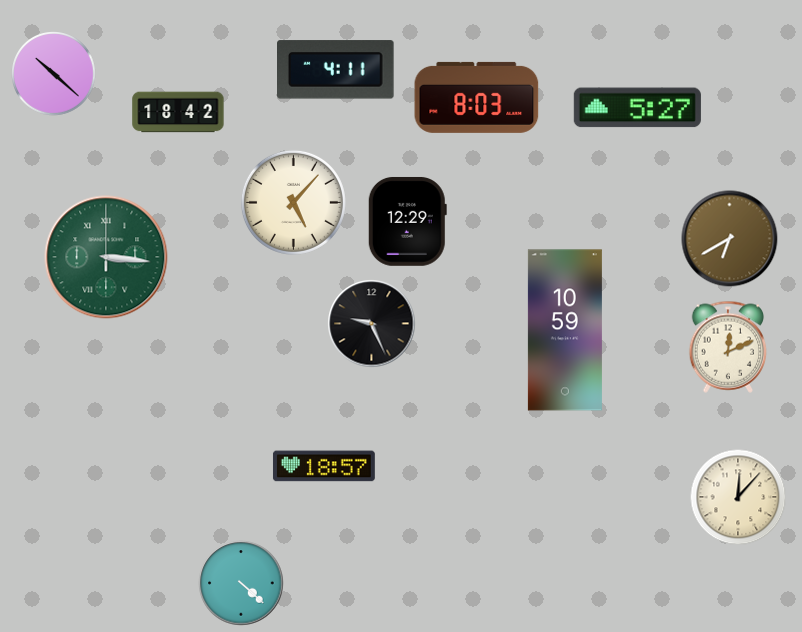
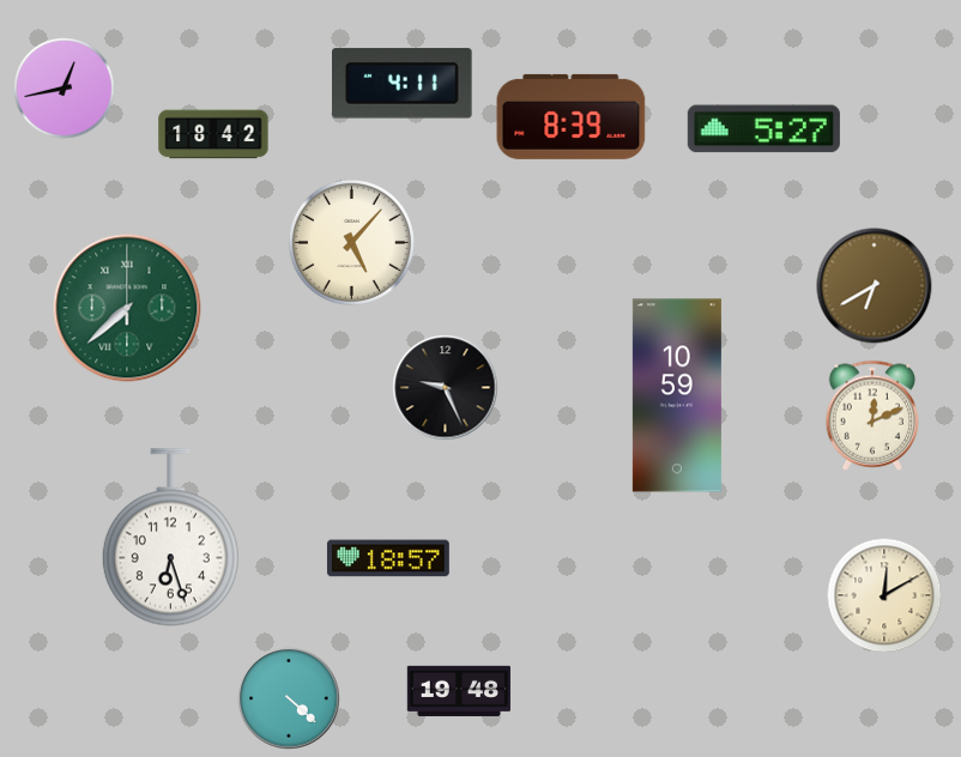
clock at (54, 74): 10:22 -> 12:43
clock at (477, 97): 8:03 -> 8:39
clock at (407, 221): 12:29 -> none
clock at (106, 257): 3:16 -> 7:38
clock at (170, 538): none -> 6:27
clock at (738, 497): 12:07 -> 12:10
clock at (459, 691): none -> 19:48
